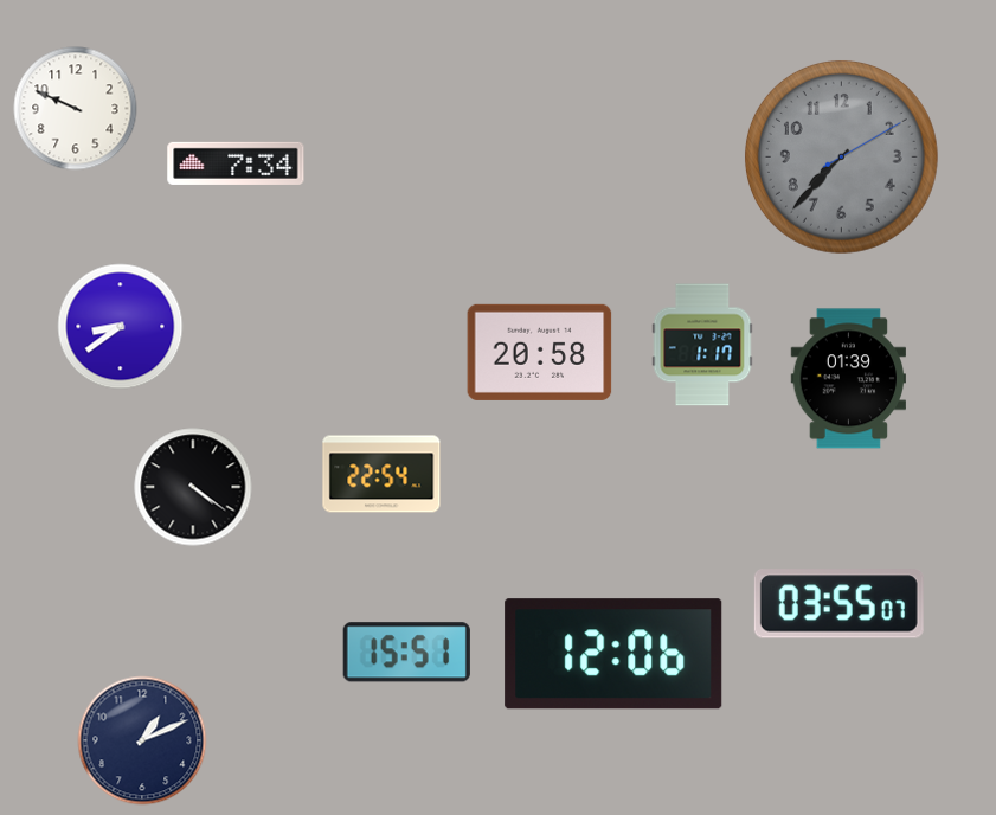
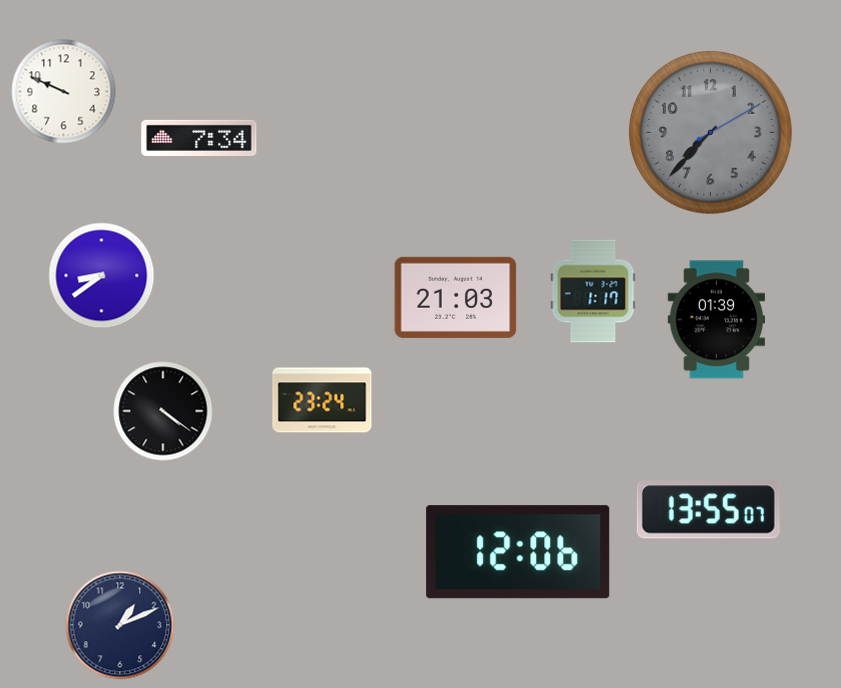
clock at (540, 352): 20:58 -> 21:03
clock at (381, 474): 22:54 -> 23:24
clock at (838, 604): 03:55 -> 13:55
clock at (406, 653): 15:51 -> none
